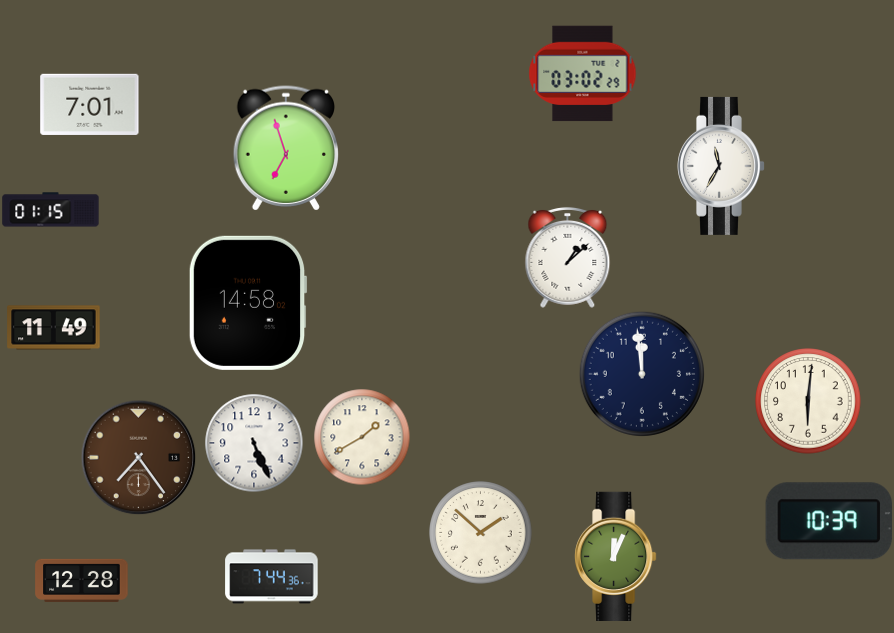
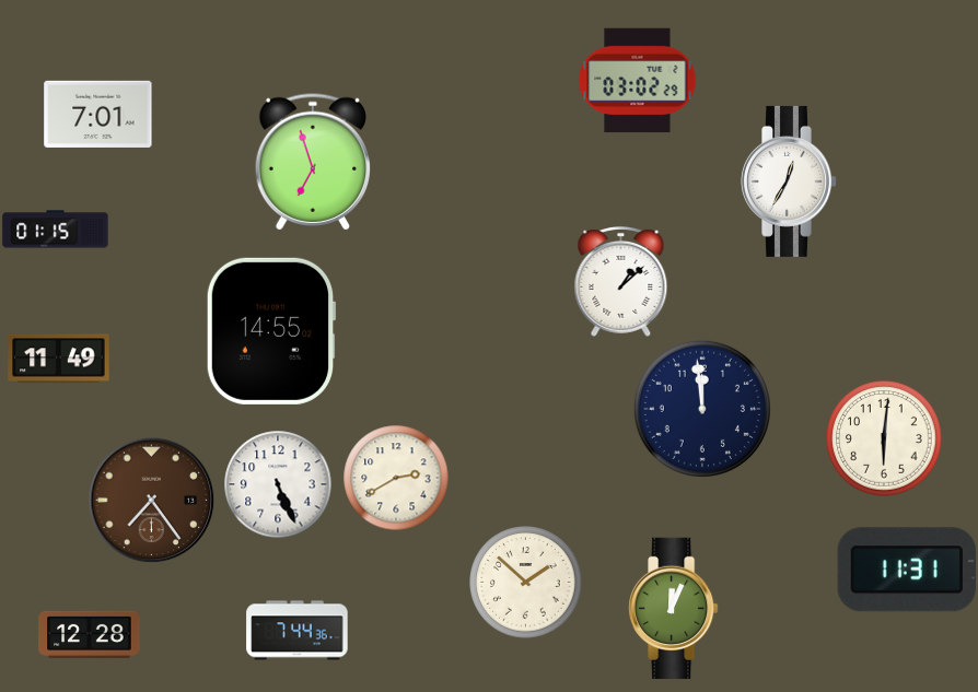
clock at (722, 166): 11:35 -> 12:35
clock at (248, 303): 14:58 -> 14:55
clock at (362, 437): 1:40 -> 2:40
clock at (829, 521): 10:39 -> 11:31
